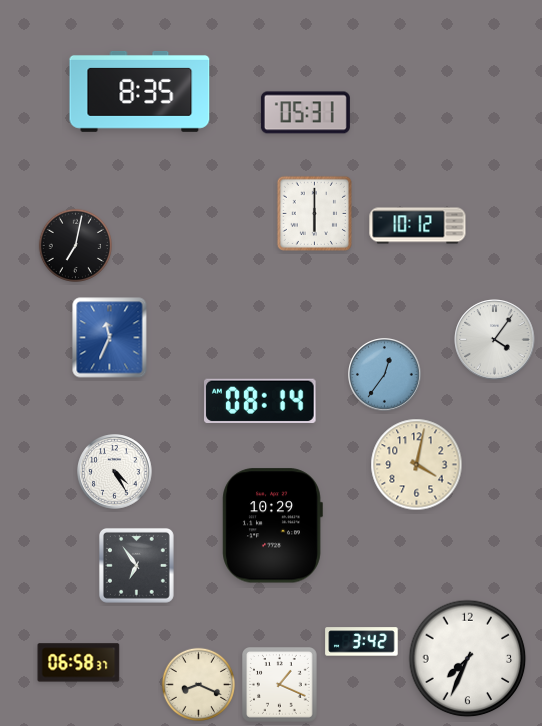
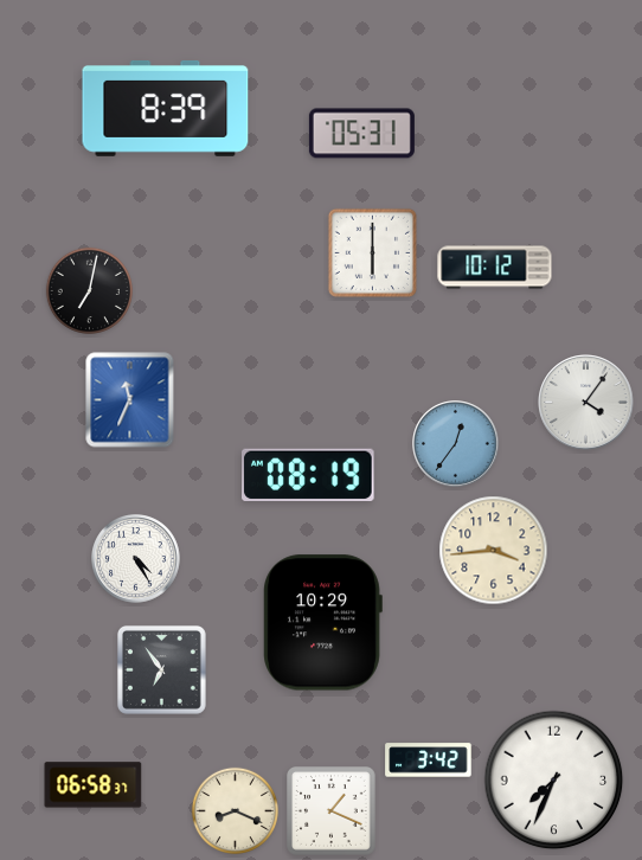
clock at (140, 91): 8:35 -> 8:39
clock at (261, 400): 08:14 -> 08:19
clock at (417, 465): 4:02 -> 3:44
